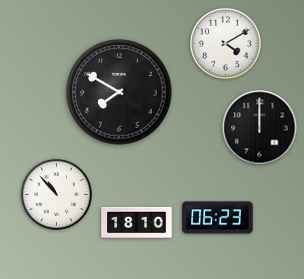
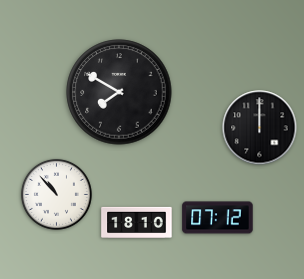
clock at (225, 43): 4:10 -> none
clock at (218, 218): 06:23 -> 07:12
